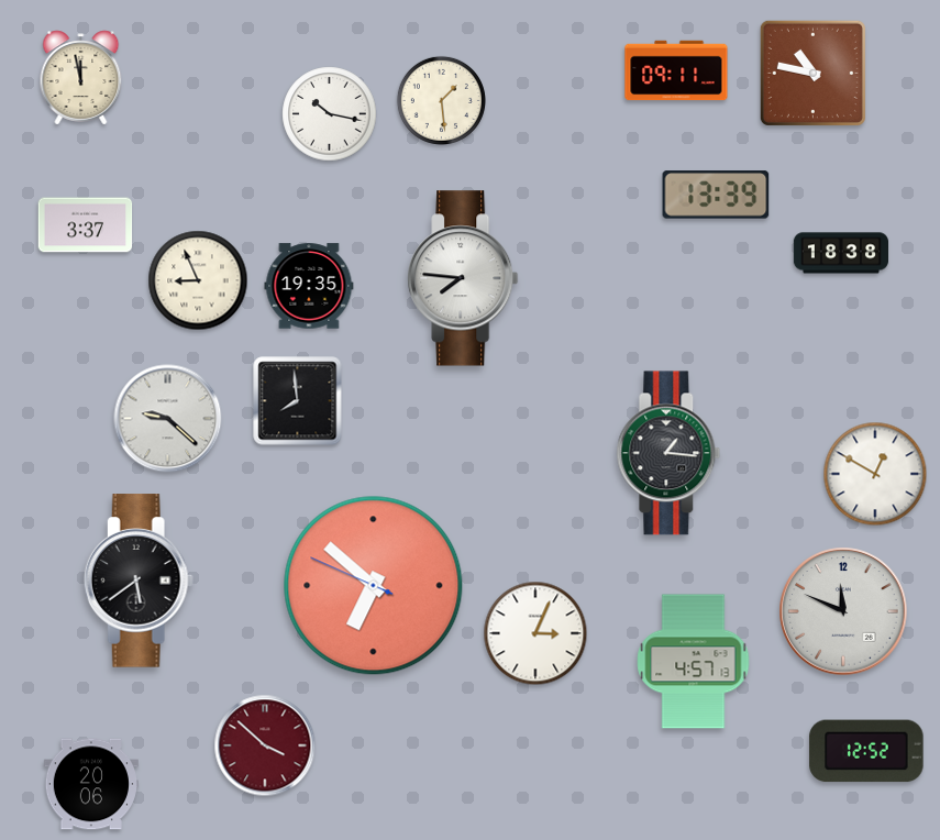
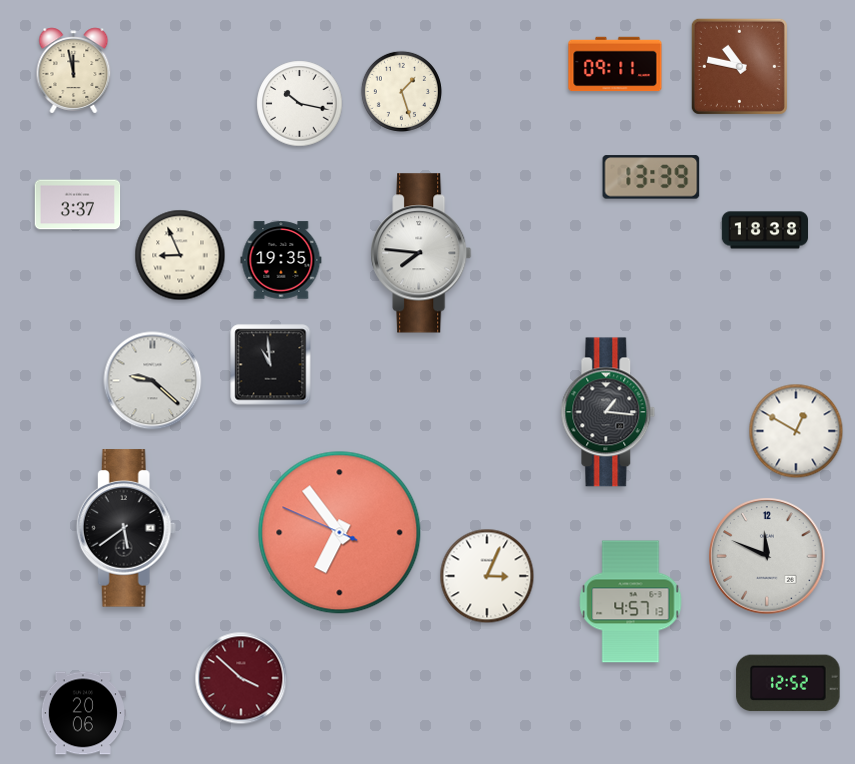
clock at (441, 100): 1:29 -> 1:27
clock at (298, 401): 7:59 -> 10:59
clock at (374, 586): 6:51 -> 6:53
